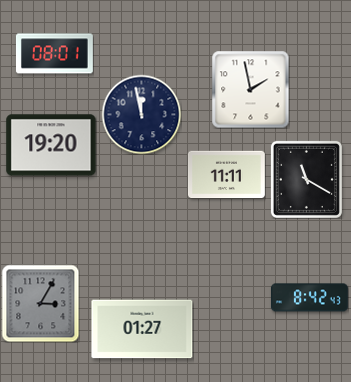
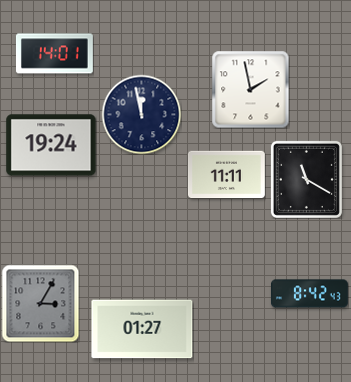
clock at (54, 54): 08:01 -> 14:01
clock at (51, 145): 19:20 -> 19:24
clock at (309, 298) position: (309, 298) -> (309, 294)
